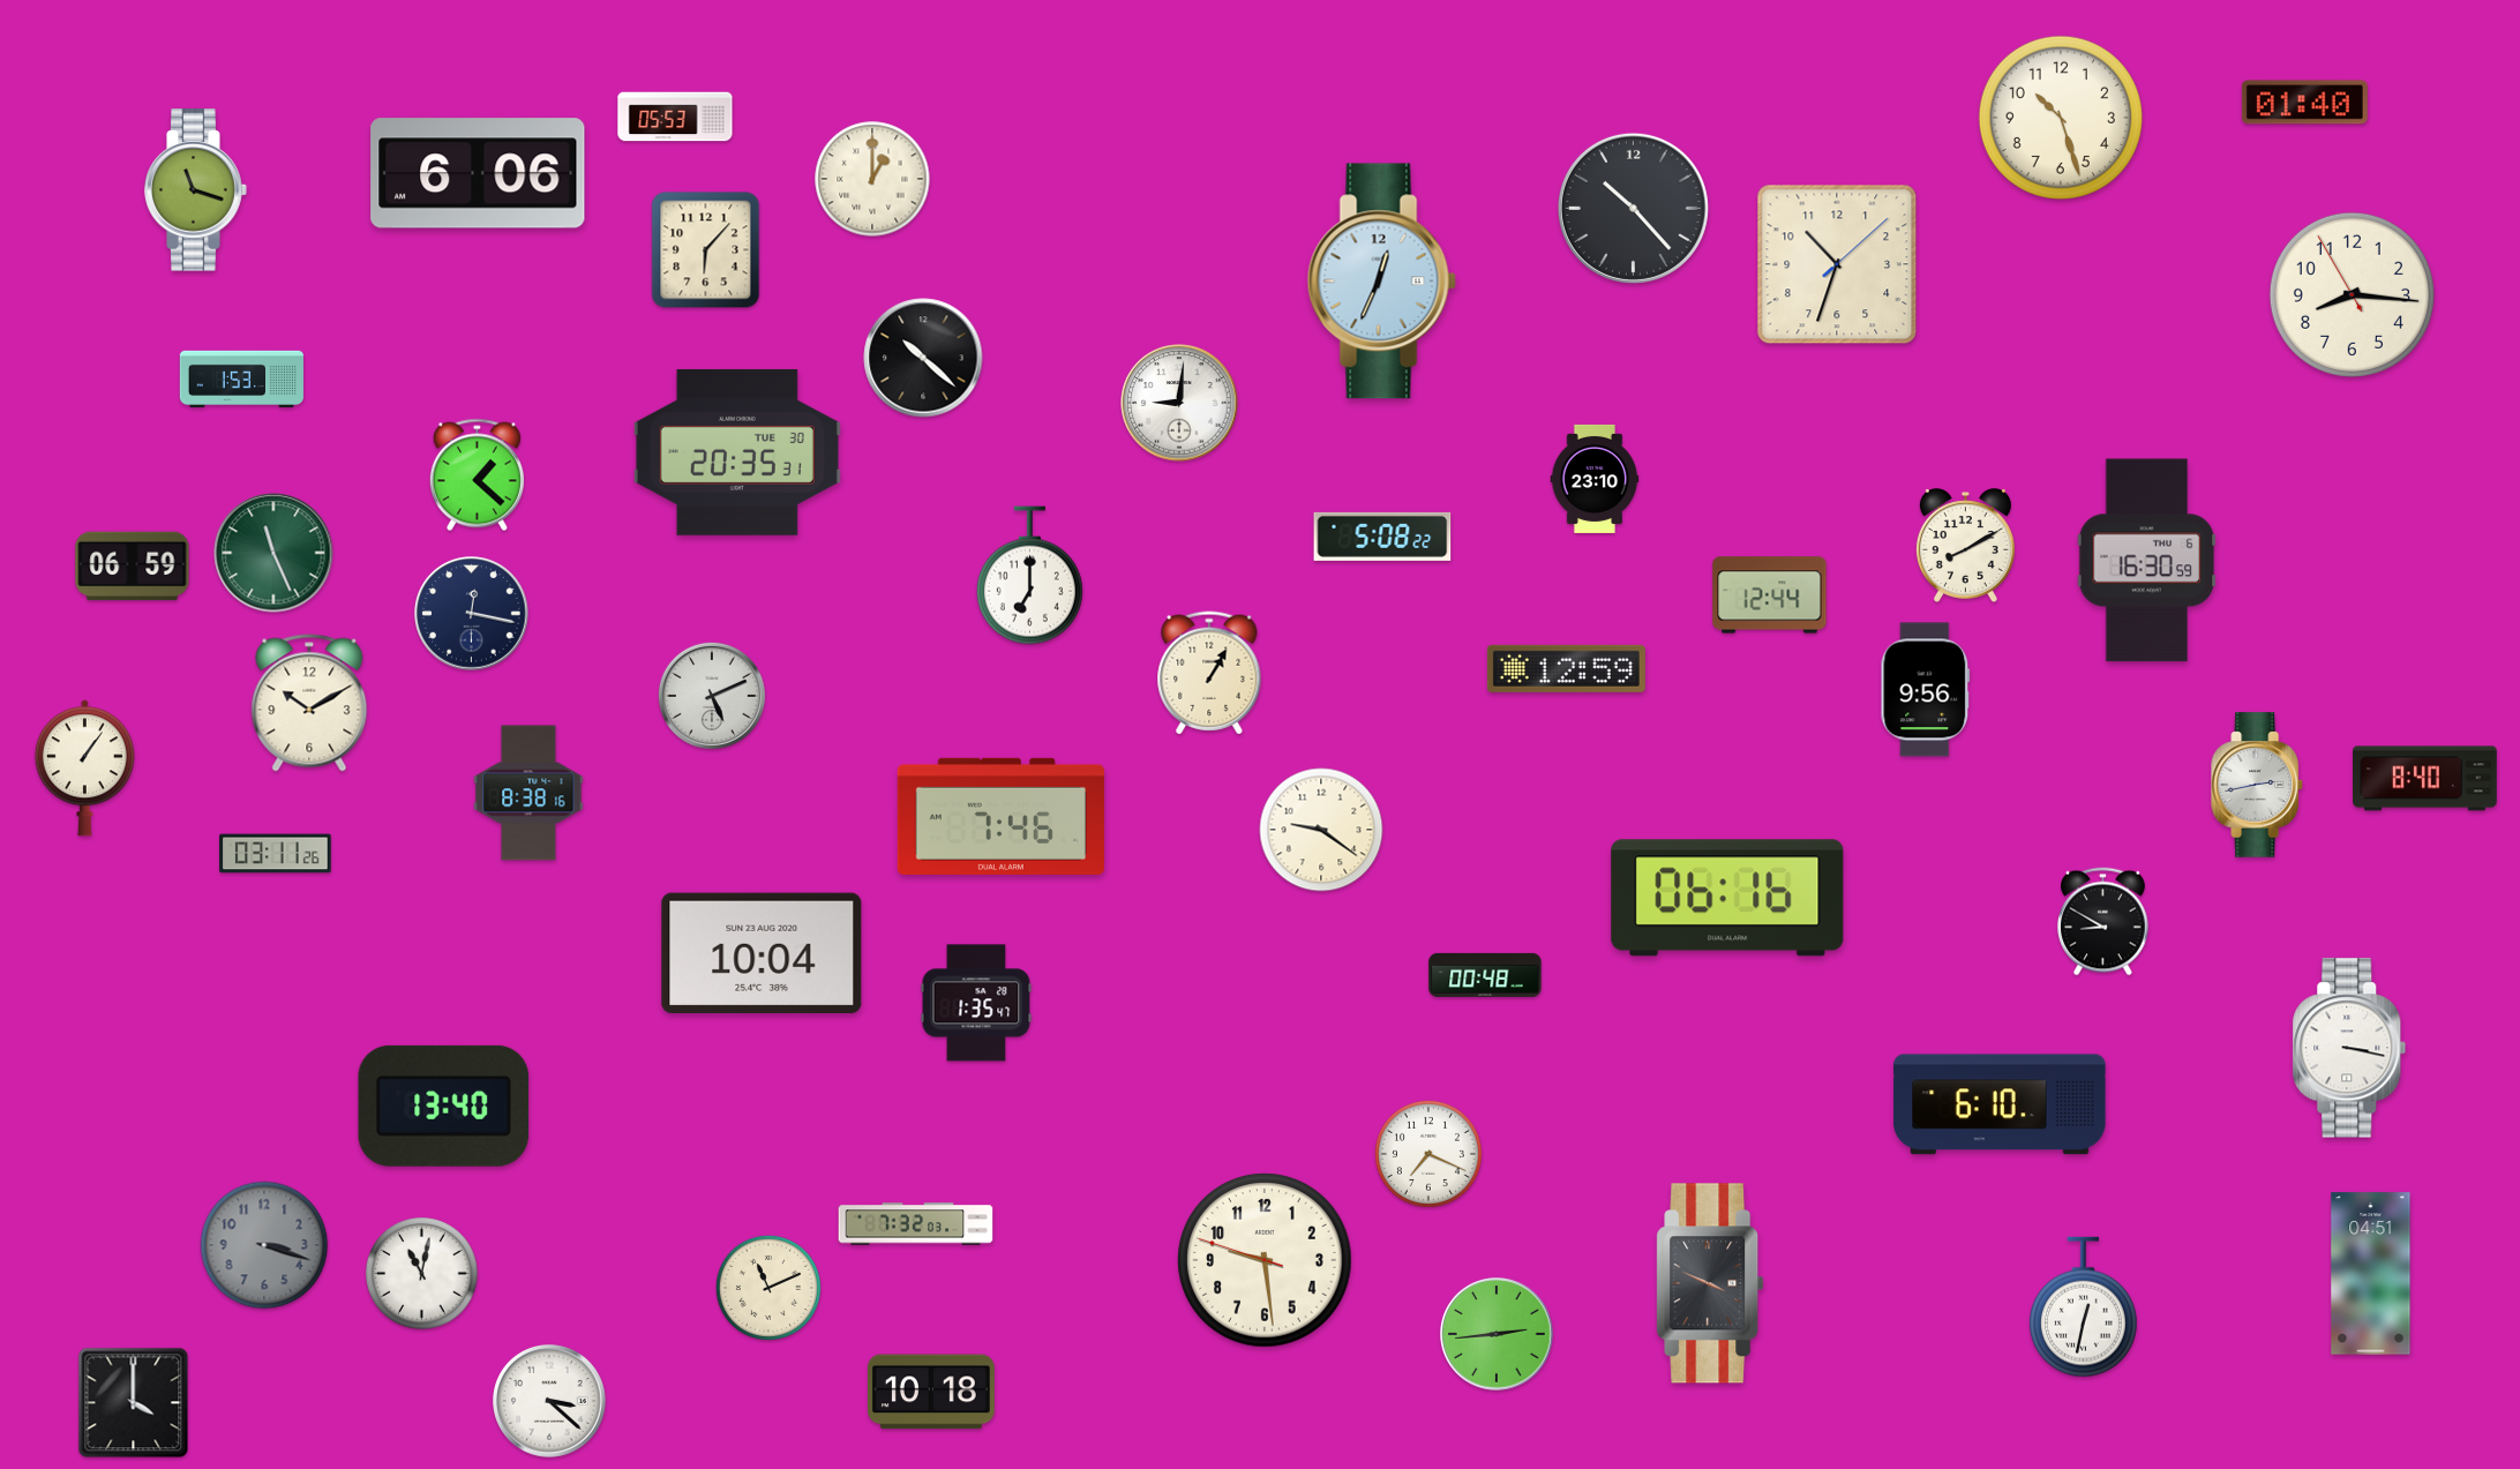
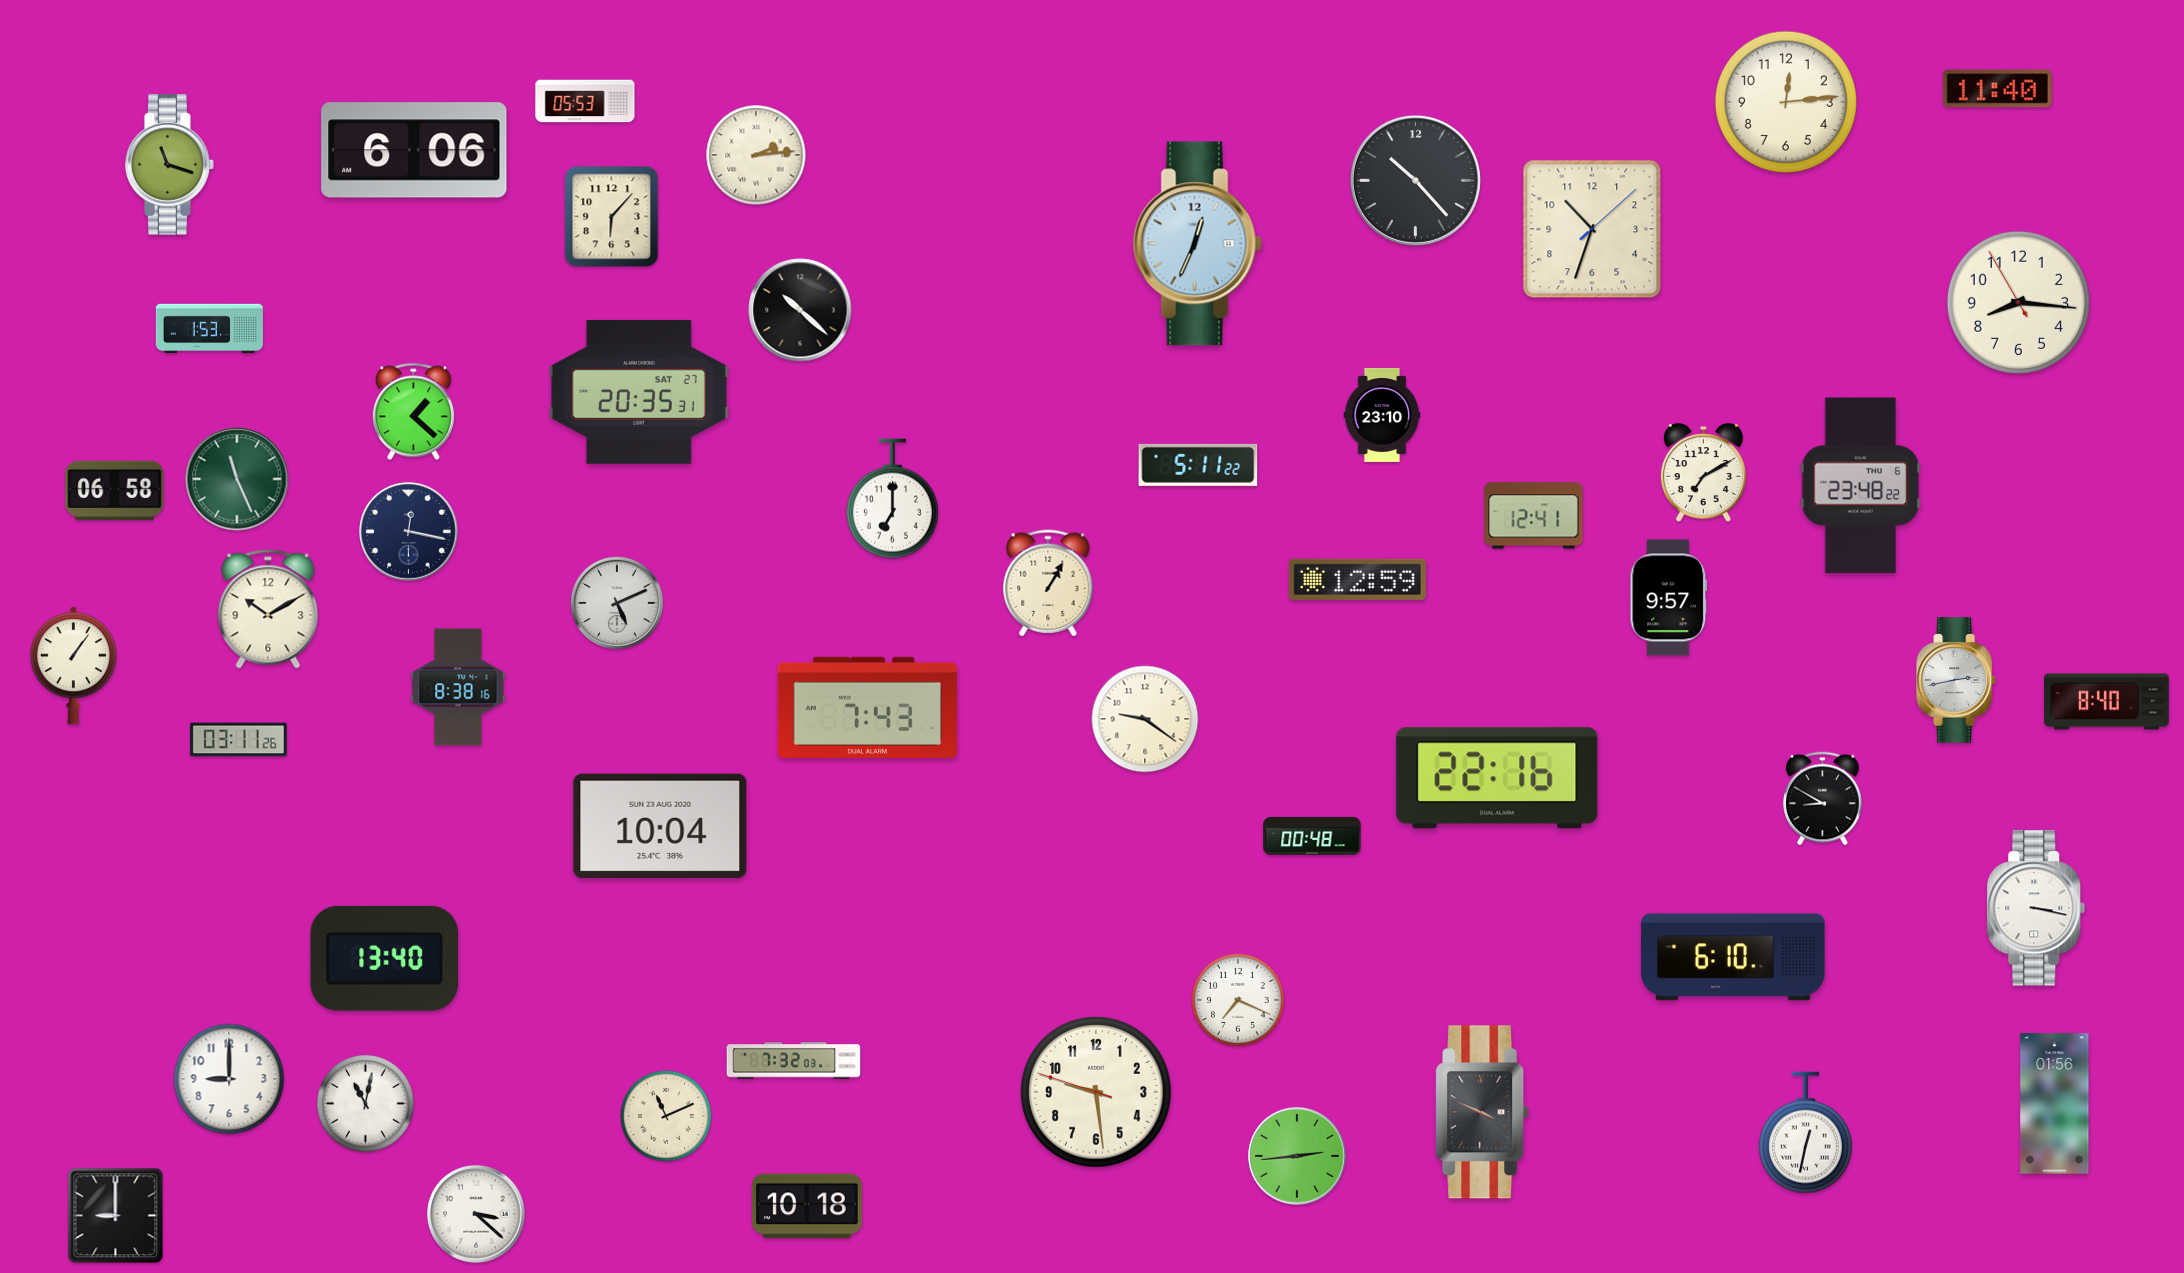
clock at (2304, 103): 01:40 -> 11:40
clock at (2061, 118): 10:27 -> 12:14
clock at (872, 179): 1:00 -> 2:14
clock at (2352, 294) position: (2352, 294) -> (2018, 302)
clock at (1179, 403): 9:01 -> none
clock at (737, 452) date: TUE 30 -> SAT 27
clock at (1382, 537): 5:08 -> 5:11
clock at (1965, 546): 8:10 -> 7:10
clock at (2147, 561): 16:30 -> 23:48
clock at (133, 567): 06:59 -> 06:58
clock at (1770, 595): 12:44 -> 12:41
clock at (1926, 690): 9:56 -> 9:57
clock at (2425, 779) position: (2425, 779) -> (2107, 702)
clock at (1000, 816): 7:46 -> 7:43
clock at (1727, 898): 06:16 -> 22:16
clock at (1485, 975) position: (1485, 975) -> (1312, 836)
clock at (976, 1003): 1:35 -> none
clock at (264, 1245): 3:18 -> 9:00
clock at (264, 1245) dial: grey -> white
clock at (2371, 1274): 04:51 -> 01:56
clock at (134, 1403): 4:00 -> 9:00
